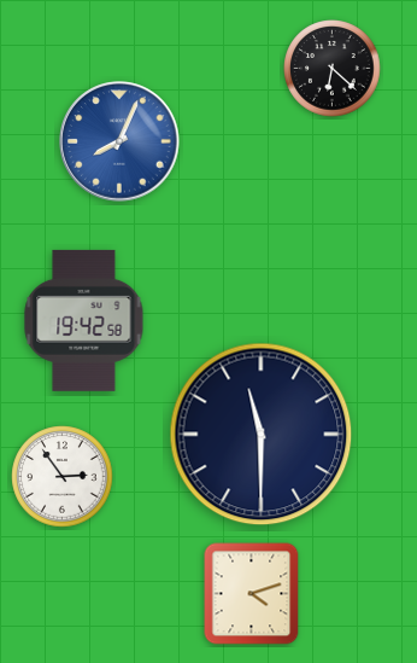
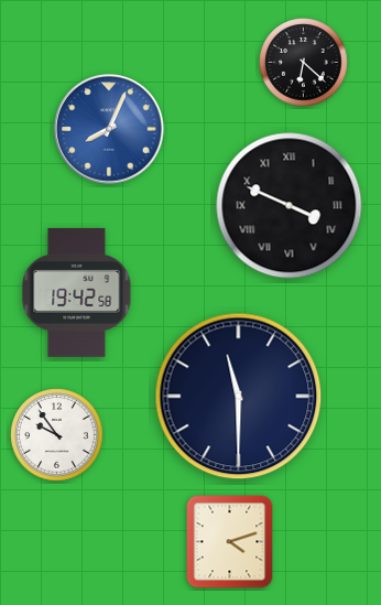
clock at (290, 206): none -> 3:49
clock at (63, 477): 2:54 -> 9:54
